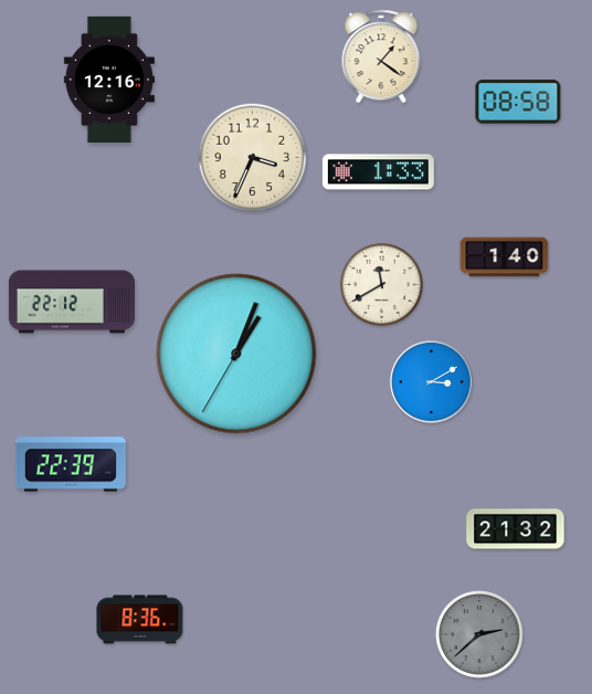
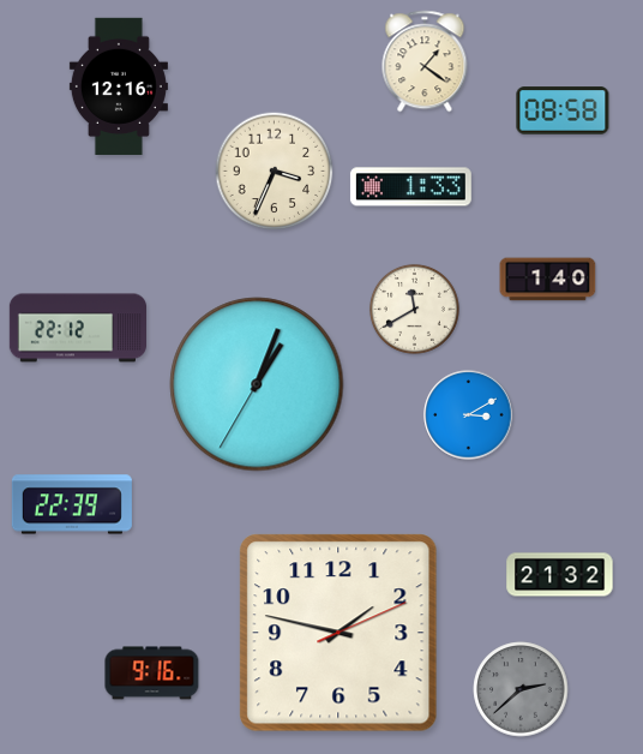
clock at (381, 56) position: (381, 56) -> (425, 61)
clock at (71, 464) position: (71, 464) -> (72, 504)
clock at (338, 633): none -> 1:47
clock at (140, 620): 8:36 -> 9:16
